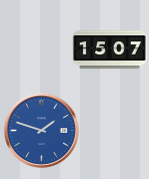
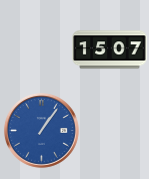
clock at (41, 130): 1:48 -> 1:06
